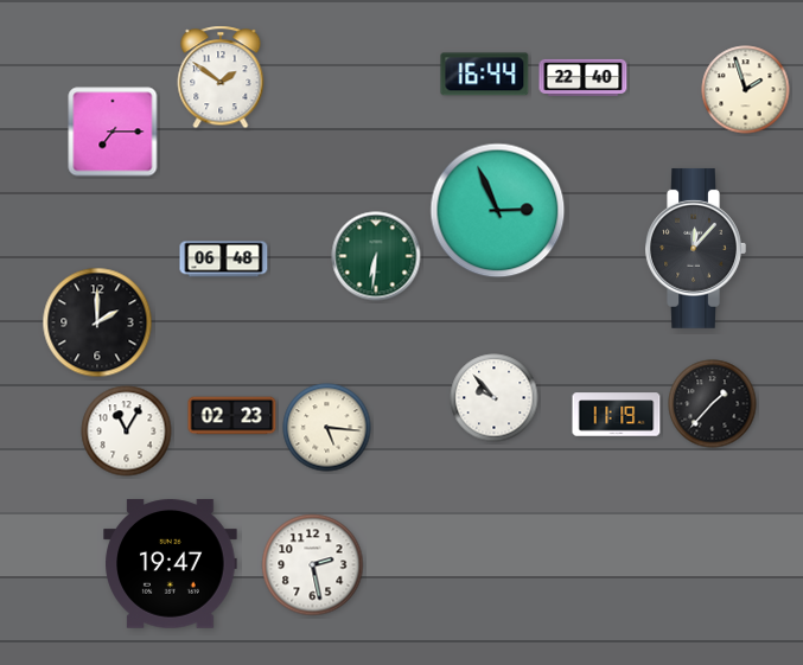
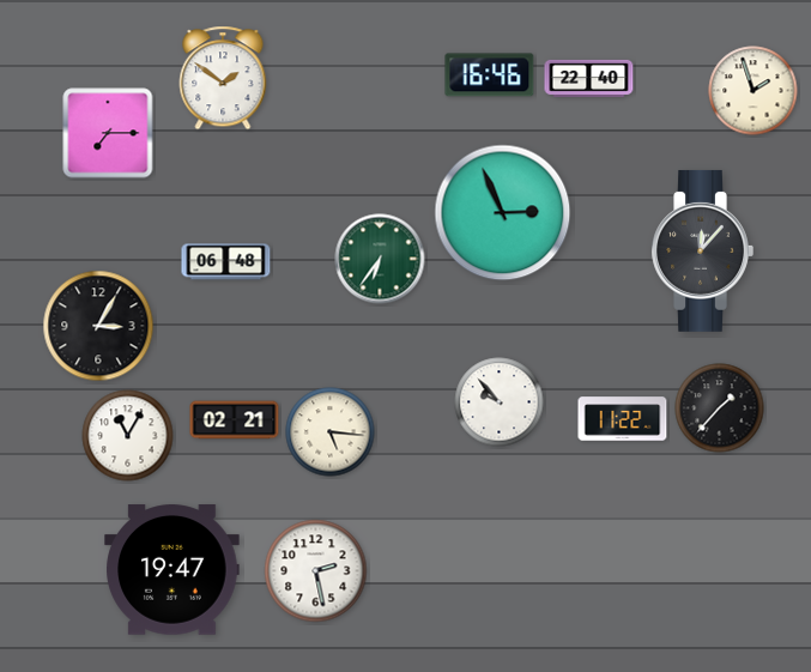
clock at (485, 75): 16:44 -> 16:46
clock at (113, 132) position: (113, 132) -> (108, 133)
clock at (376, 256): 6:31 -> 6:36
clock at (97, 322): 2:00 -> 3:05
clock at (617, 415): 11:19 -> 11:22
clock at (232, 416): 02:23 -> 02:21
